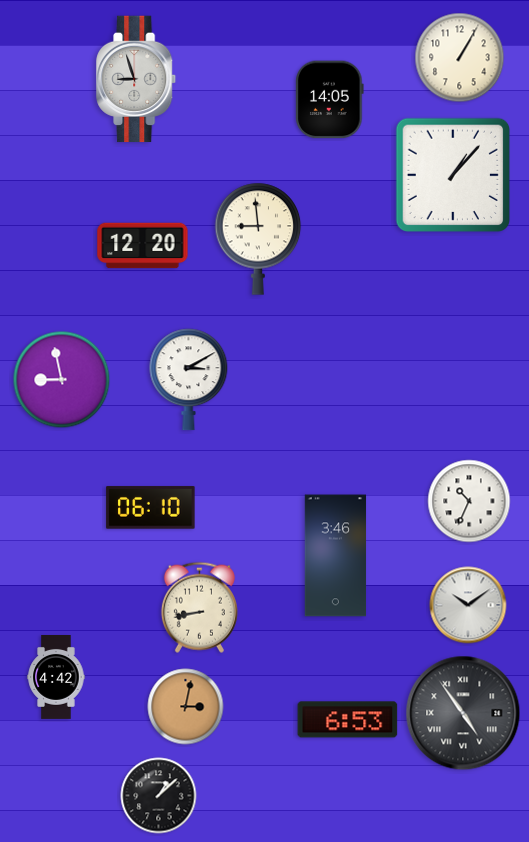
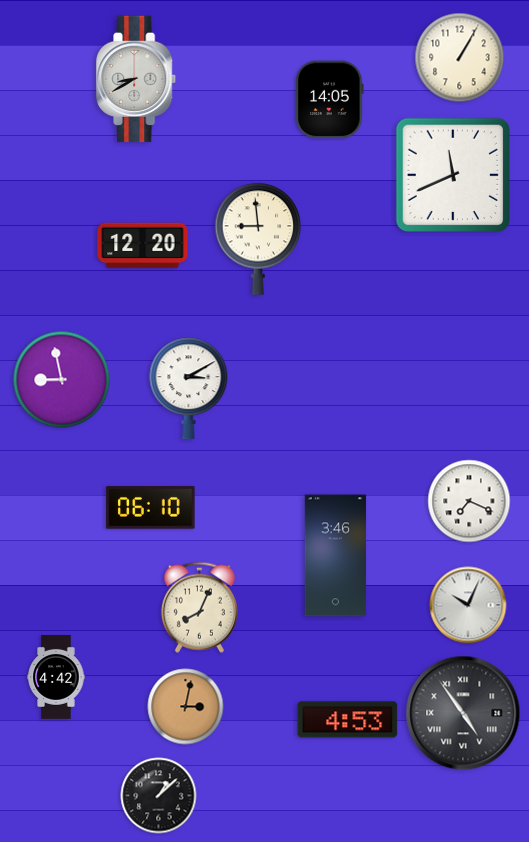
clock at (137, 79): 8:57 -> 8:40
clock at (452, 174): 1:07 -> 11:41
clock at (189, 380) position: (189, 380) -> (189, 389)
clock at (469, 501): 10:34 -> 7:19
clock at (468, 605): 10:09 -> 10:04
clock at (199, 607): 8:43 -> 8:04
clock at (348, 720): 6:53 -> 4:53
